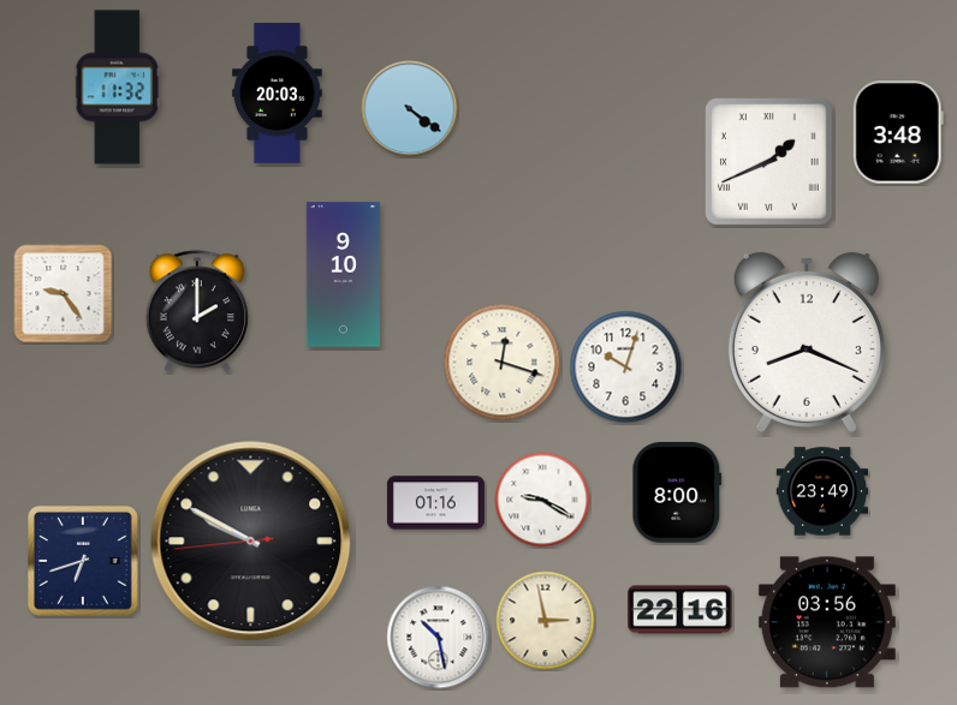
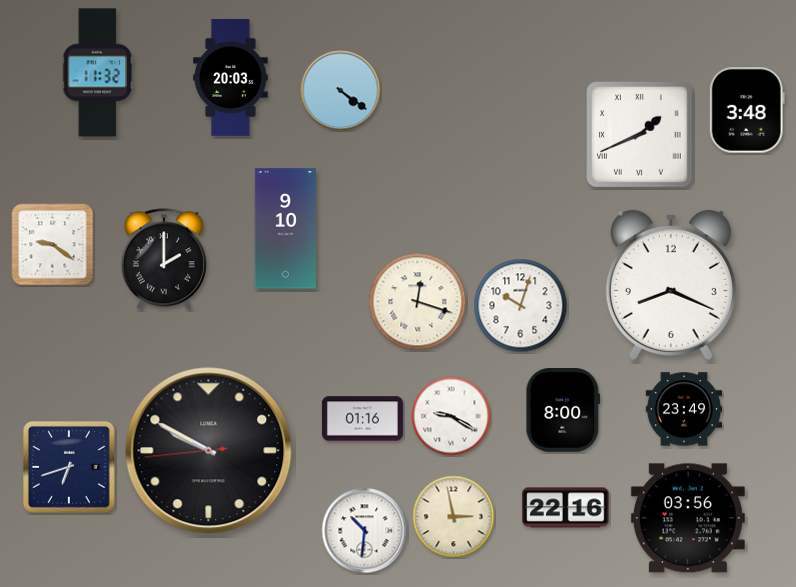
clock at (64, 294): 9:24 -> 9:21
clock at (439, 638): 10:28 -> 10:31
